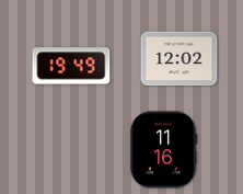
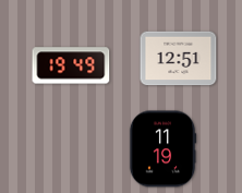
clock at (180, 59): 12:02 -> 12:51
clock at (163, 150): 11:16 -> 11:19
